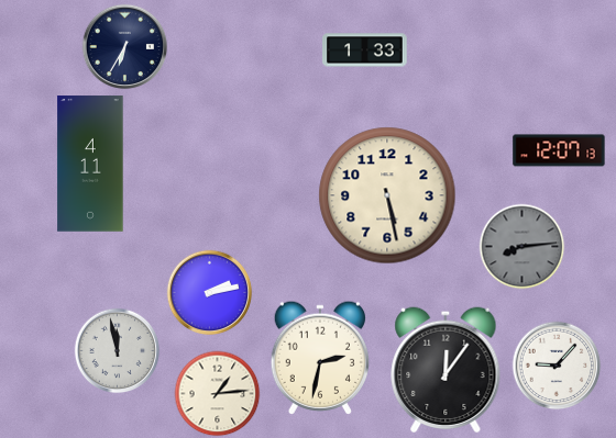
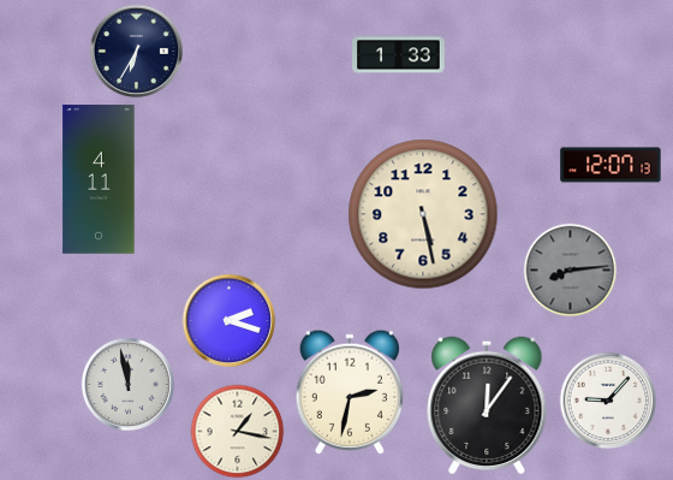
clock at (209, 292): 2:13 -> 2:18
clock at (217, 393): 1:14 -> 1:17
